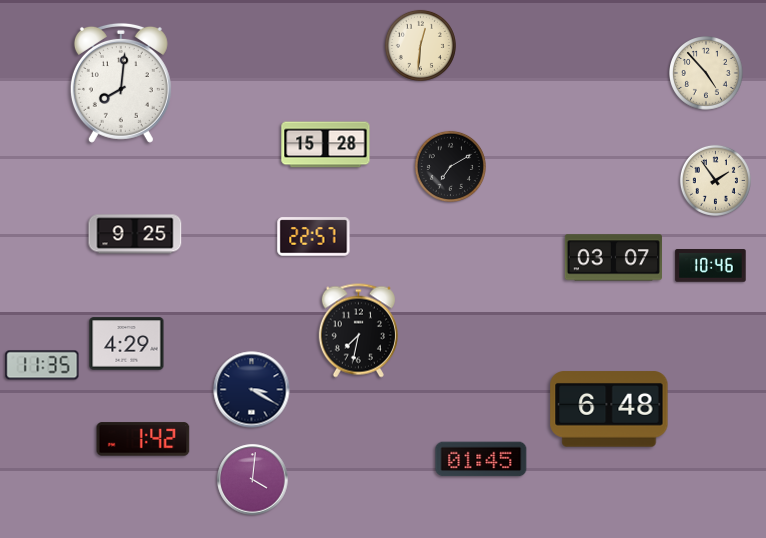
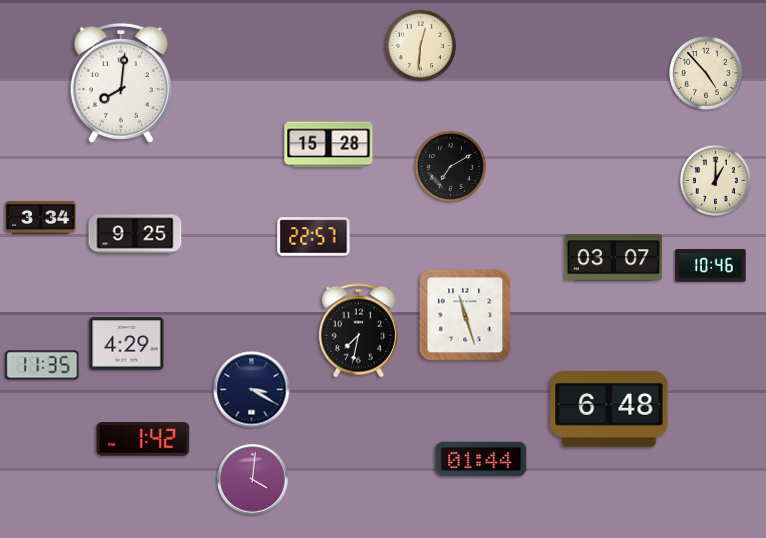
clock at (326, 145) position: (326, 145) -> (329, 145)
clock at (715, 180): 1:54 -> 1:00
clock at (41, 217): none -> 3:34
clock at (465, 315): none -> 11:27
clock at (481, 459): 01:45 -> 01:44
